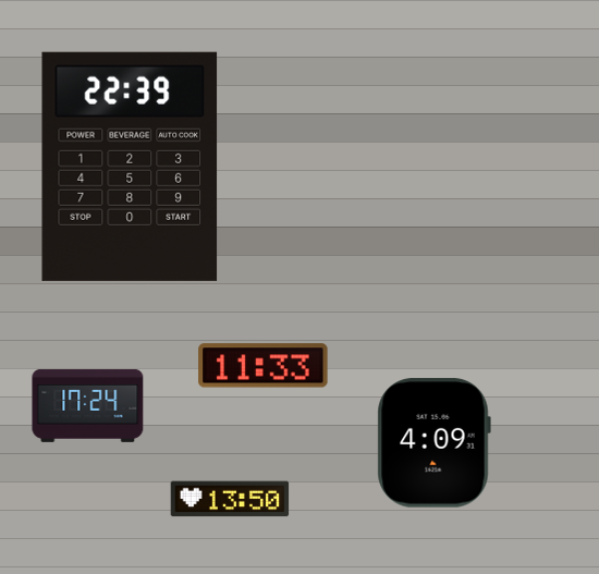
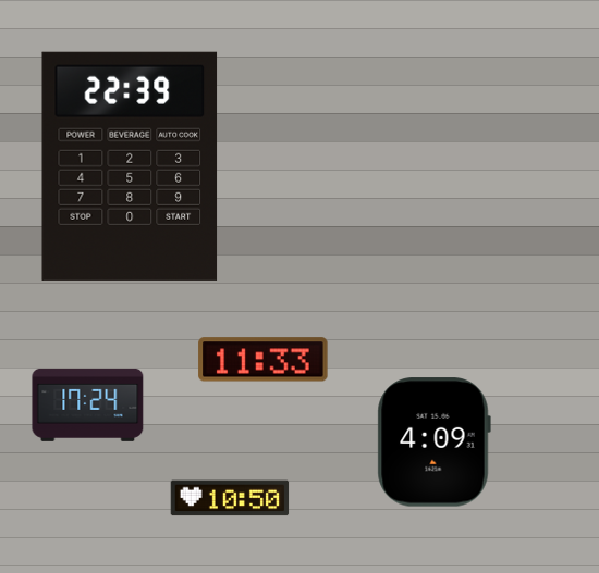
clock at (264, 366) position: (264, 366) -> (264, 360)
clock at (230, 499): 13:50 -> 10:50
